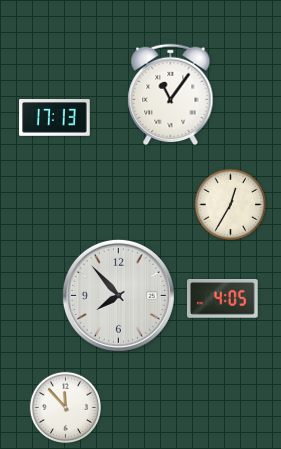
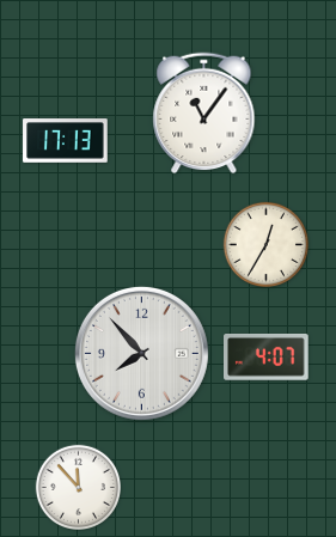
clock at (230, 204) position: (230, 204) -> (265, 244)
clock at (223, 299): 4:05 -> 4:07
